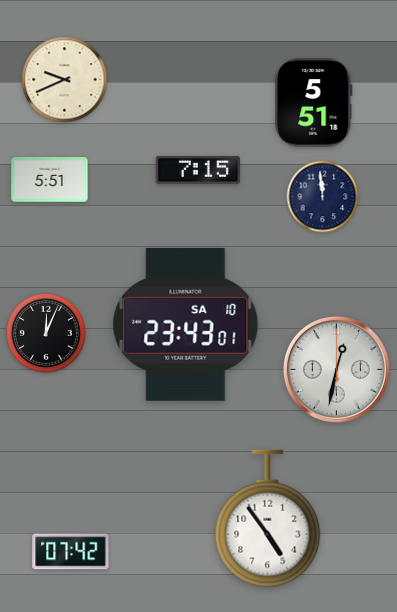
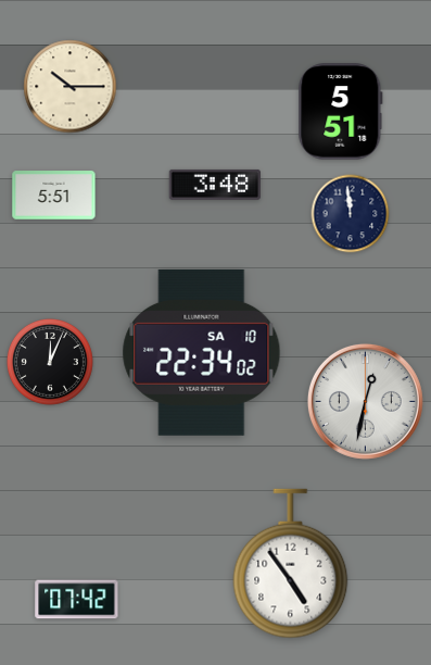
clock at (65, 80): 9:41 -> 10:15
clock at (198, 170): 7:15 -> 3:48
clock at (186, 324): 23:43 -> 22:34
